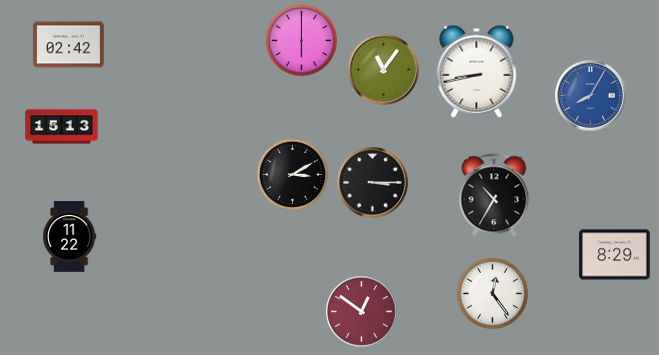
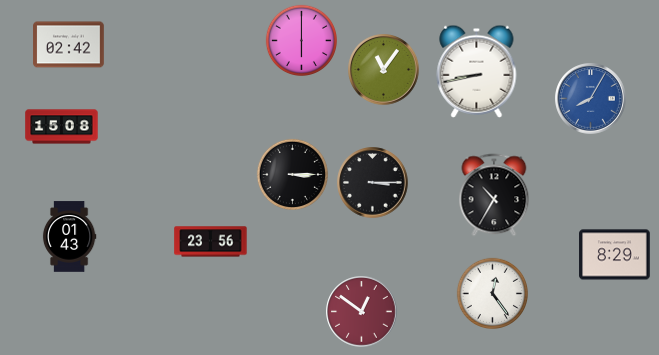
clock at (591, 96) position: (591, 96) -> (591, 99)
clock at (62, 127): 15:13 -> 15:08
clock at (292, 174): 3:10 -> 3:15
clock at (69, 237): 11:22 -> 01:43
clock at (211, 242): none -> 23:56
